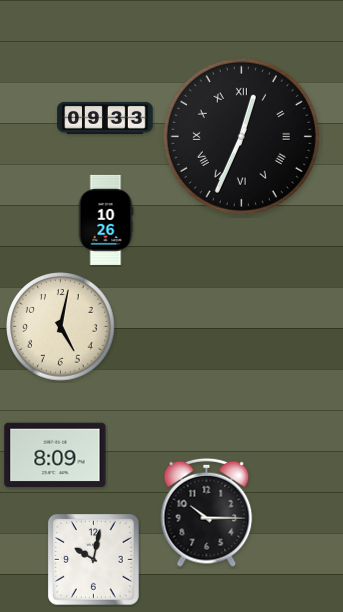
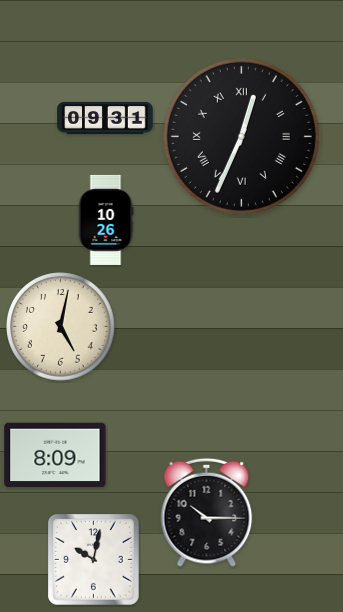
clock at (105, 118): 09:33 -> 09:31
